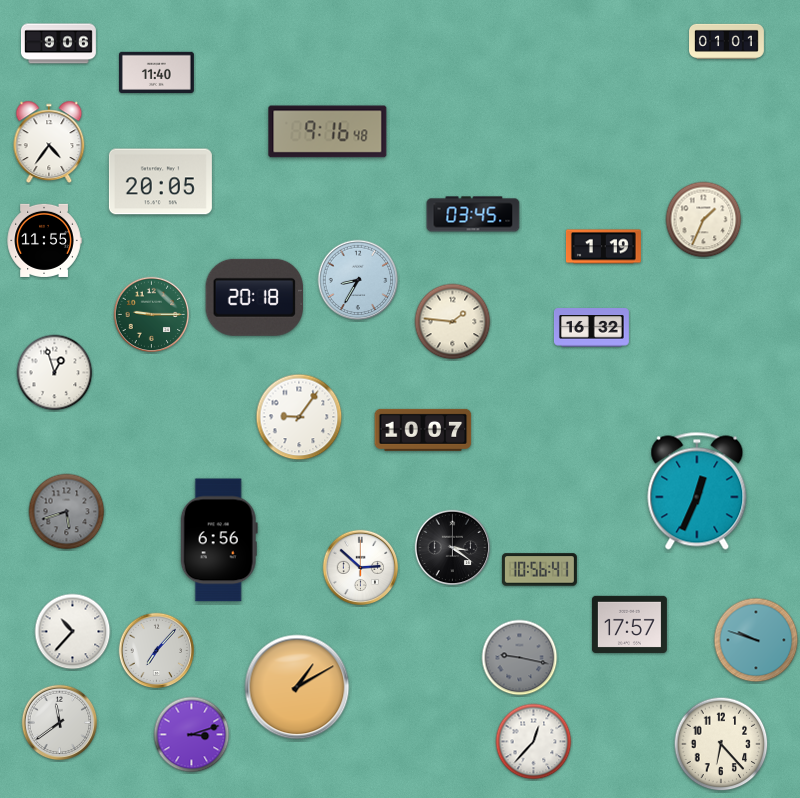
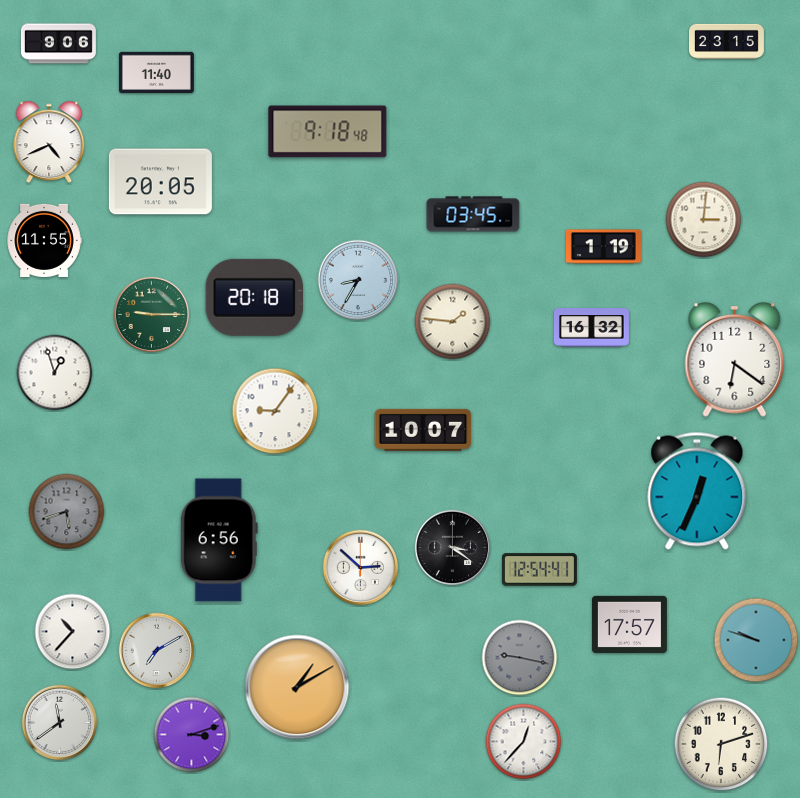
clock at (727, 41): 01:01 -> 23:15
clock at (328, 132): 9:16 -> 9:18
clock at (49, 142): 4:36 -> 4:41
clock at (704, 220): 1:34 -> 3:01
clock at (735, 359): none -> 6:21
clock at (299, 417) position: (299, 417) -> (275, 411)
clock at (539, 570): 10:56 -> 12:54
clock at (157, 651): 7:07 -> 7:10
clock at (534, 742) position: (534, 742) -> (524, 742)
clock at (721, 744): 6:23 -> 6:12
